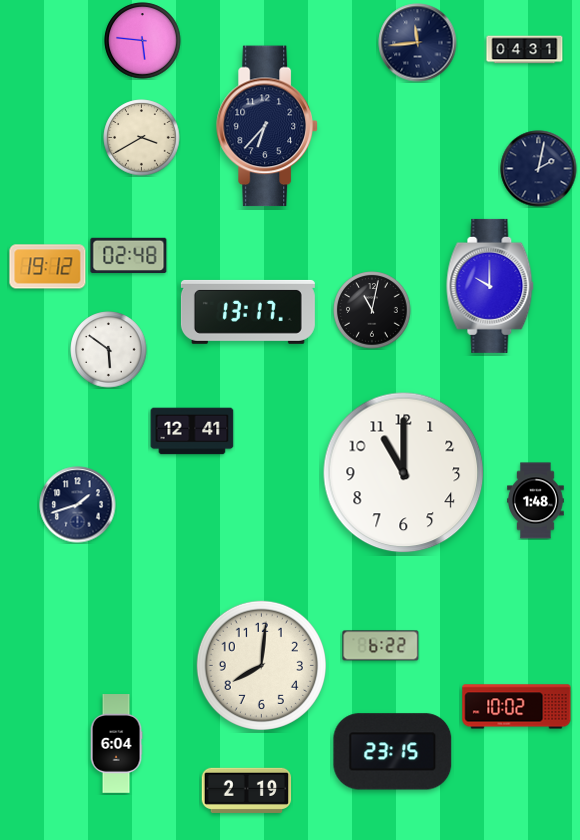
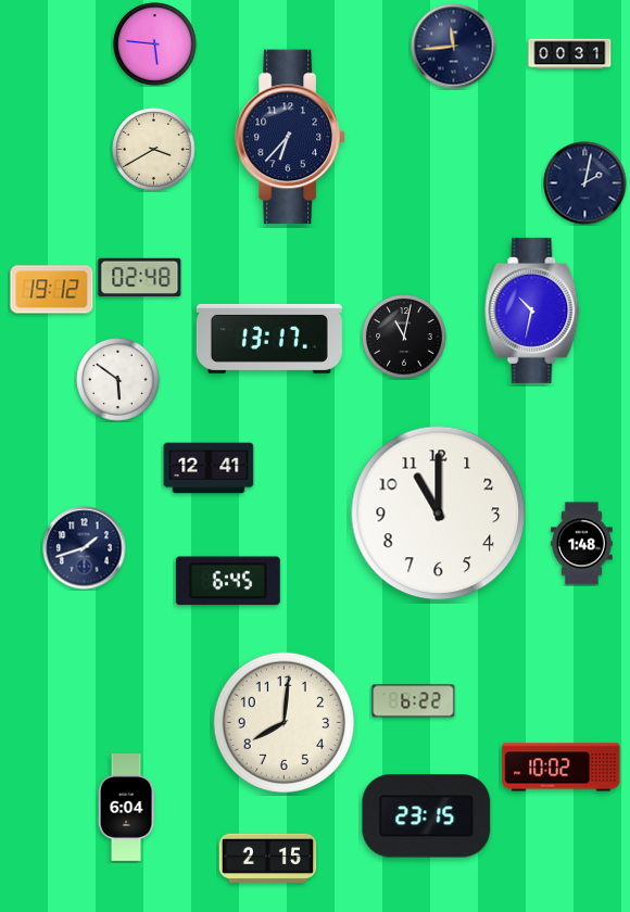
clock at (525, 50): 04:31 -> 00:31
clock at (490, 286): 10:00 -> 10:32
clock at (228, 581): none -> 6:45
clock at (247, 790): 2:19 -> 2:15
